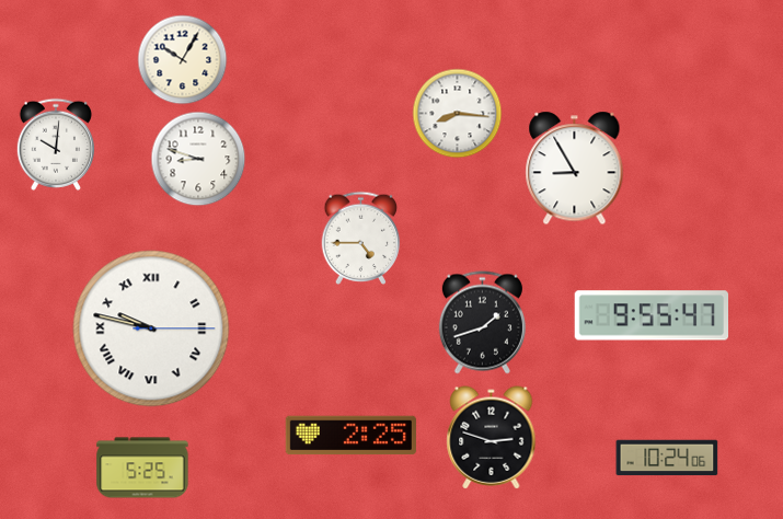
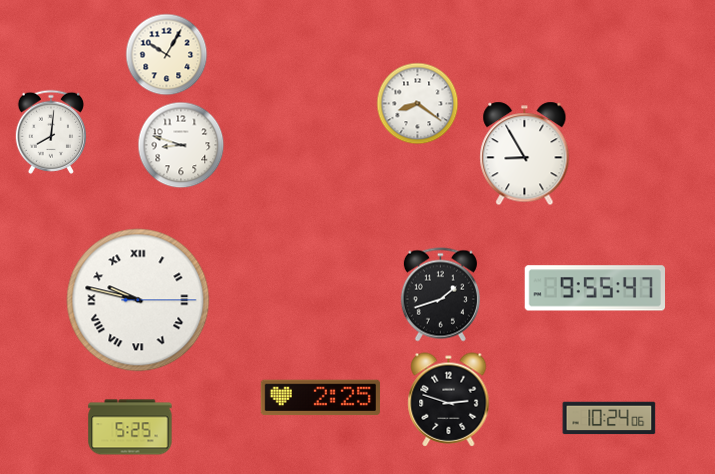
clock at (458, 114): 8:16 -> 8:21
clock at (55, 145): 10:01 -> 8:01
clock at (361, 238): 4:45 -> none
